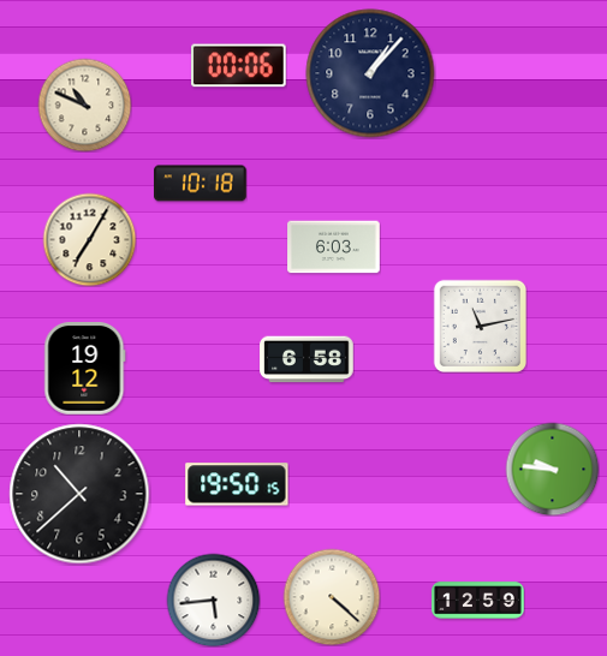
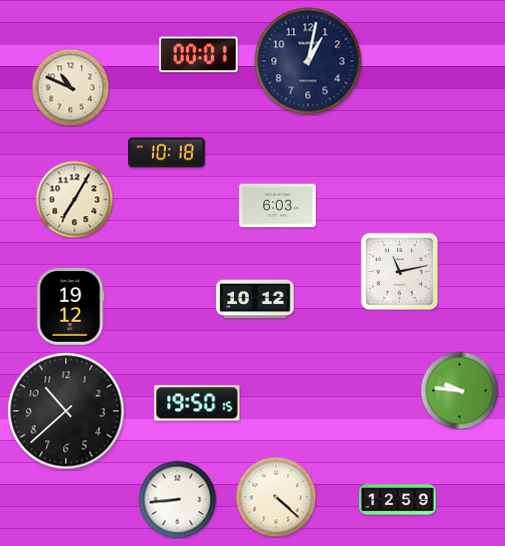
clock at (239, 66): 00:06 -> 00:01
clock at (370, 73): 1:07 -> 1:02
clock at (307, 359): 6:58 -> 10:12
clock at (213, 600): 5:44 -> 8:44
